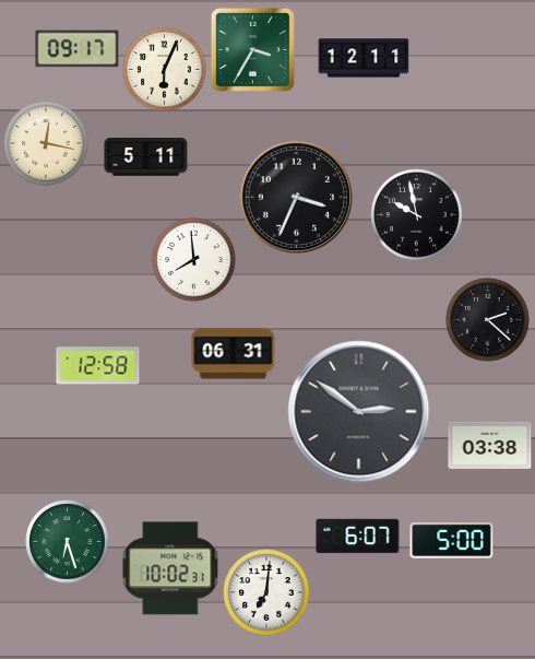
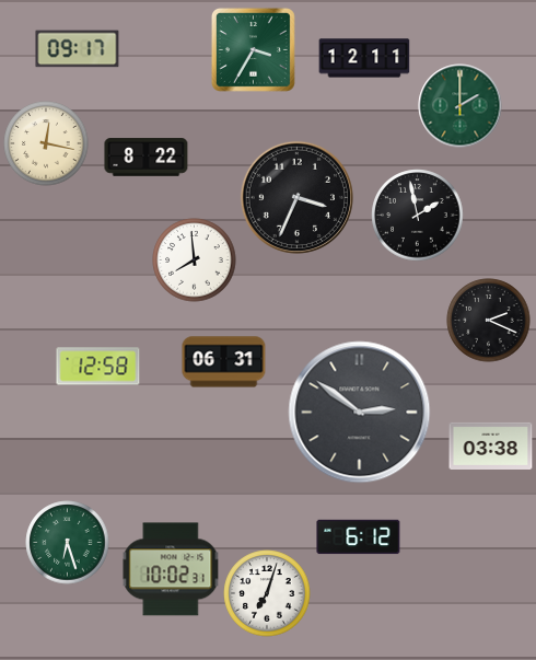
clock at (165, 70): 6:04 -> none
clock at (461, 106): none -> 2:00
clock at (146, 157): 5:11 -> 8:22
clock at (417, 215): 9:58 -> 1:58
clock at (488, 320): 2:22 -> 2:19
clock at (234, 354) position: (234, 354) -> (224, 362)
clock at (358, 537): 6:07 -> 6:12
clock at (452, 540): 5:00 -> none
clock at (266, 592): 7:01 -> 7:03
